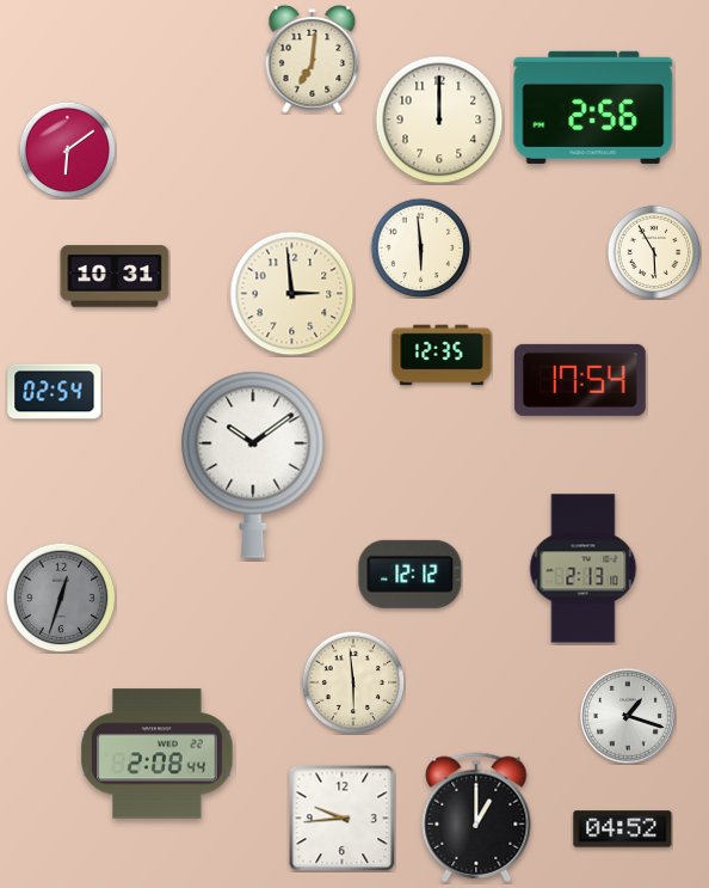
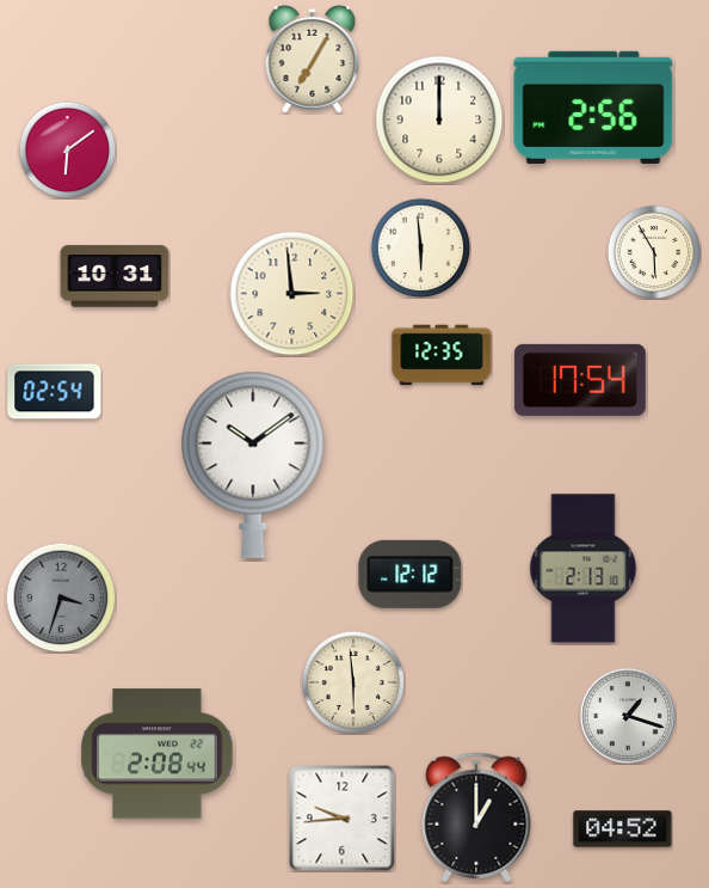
clock at (313, 59): 7:01 -> 7:05
clock at (61, 598): 12:33 -> 3:33
